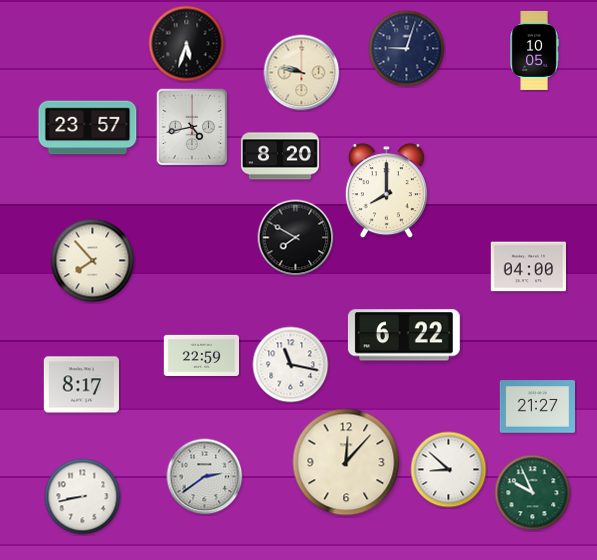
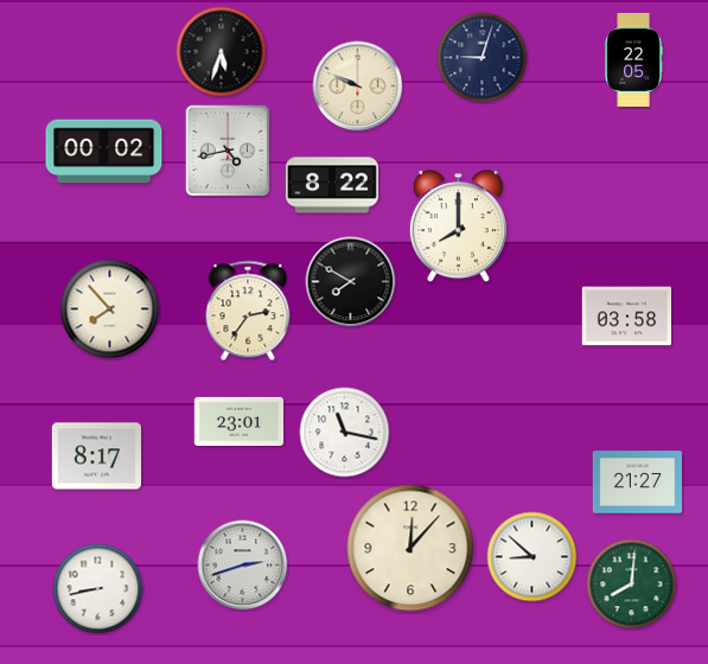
clock at (534, 50): 10:05 -> 22:05
clock at (302, 73): 9:47 -> 9:49
clock at (88, 128): 23:57 -> 00:02
clock at (280, 156): 8:20 -> 8:22
clock at (248, 311): none -> 2:36
clock at (528, 267): 04:00 -> 03:58
clock at (404, 335): 6:22 -> none
clock at (201, 355): 22:59 -> 23:01
clock at (205, 477): 2:39 -> 2:42
clock at (533, 493): 9:56 -> 8:01
